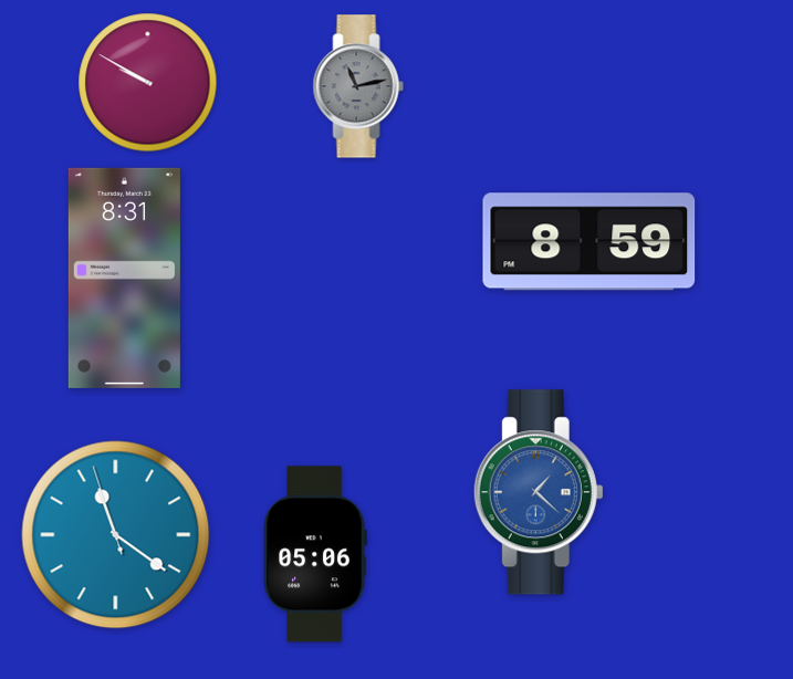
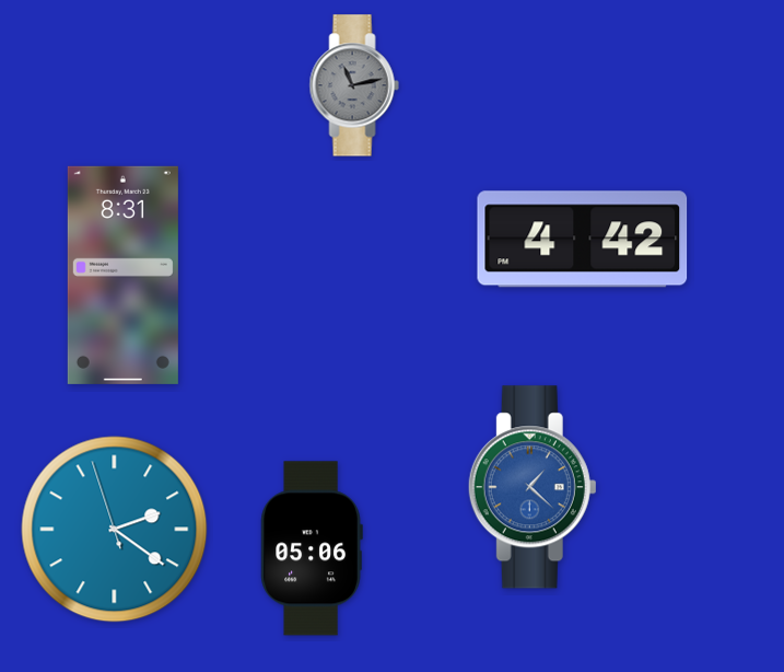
clock at (148, 83): 9:50 -> none
clock at (589, 242): 8:59 -> 4:42
clock at (116, 535): 11:20 -> 2:20
